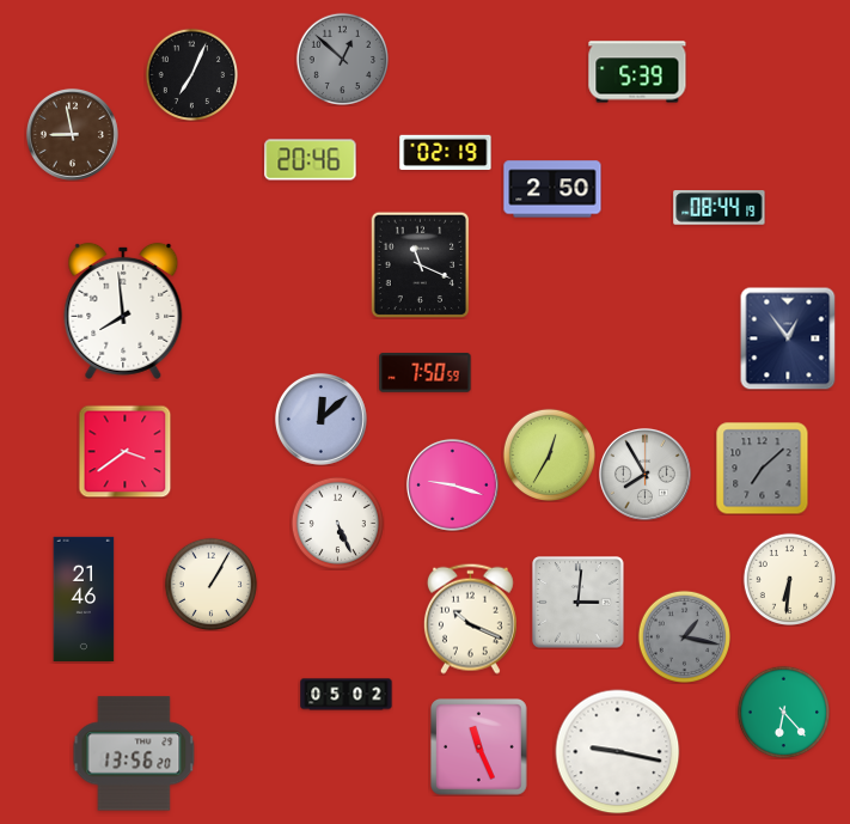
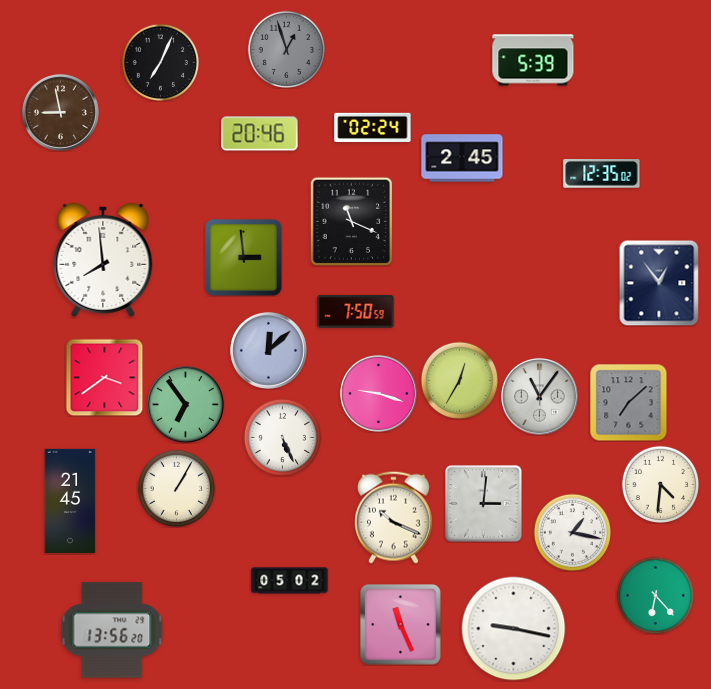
clock at (342, 59): 12:52 -> 12:57
clock at (446, 152): 02:19 -> 02:24
clock at (552, 189): 2:50 -> 2:45
clock at (720, 208): 08:44 -> 12:35
clock at (243, 257): none -> 2:59
clock at (762, 468) position: (762, 468) -> (628, 402)
clock at (644, 474): 7:55 -> 11:06
clock at (185, 404): none -> 6:54
clock at (452, 484) position: (452, 484) -> (378, 393)
clock at (789, 579): 6:31 -> 4:31
clock at (84, 599): 21:46 -> 21:45
clock at (684, 636) dial: grey -> white
clock at (618, 752) position: (618, 752) -> (514, 629)
